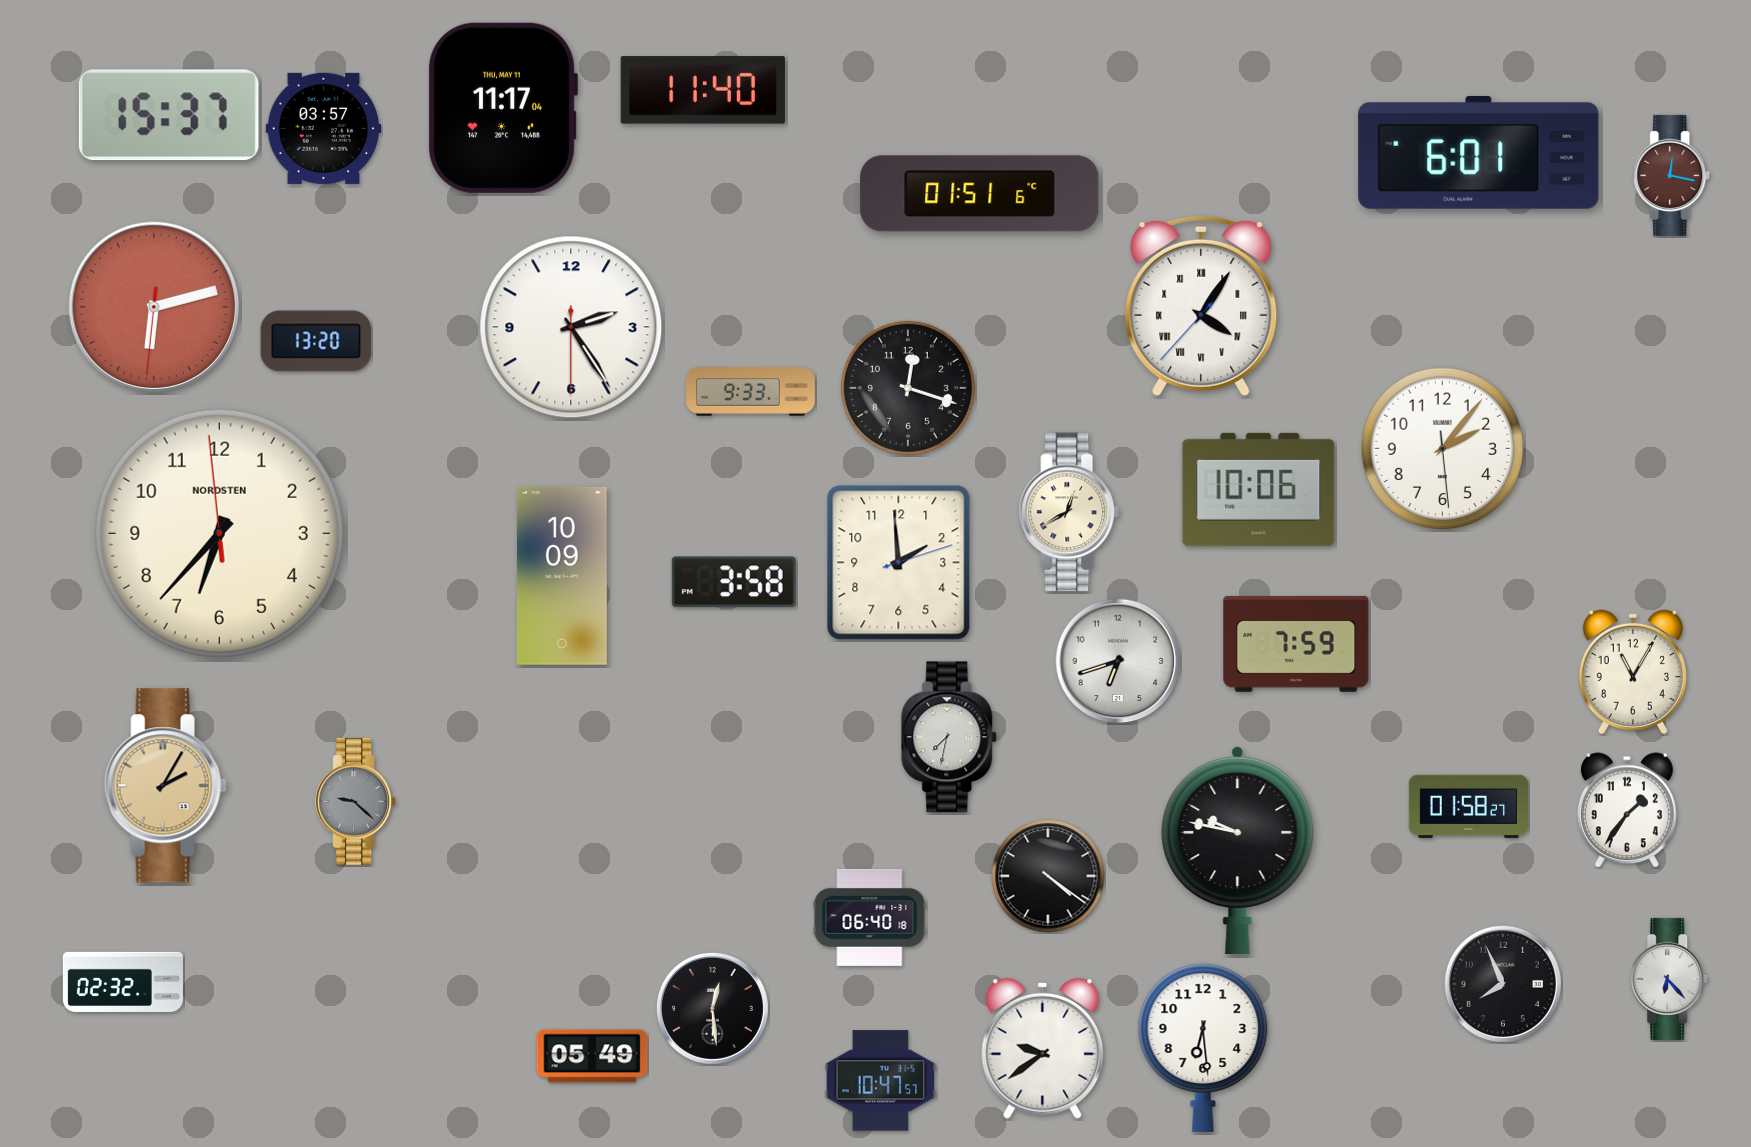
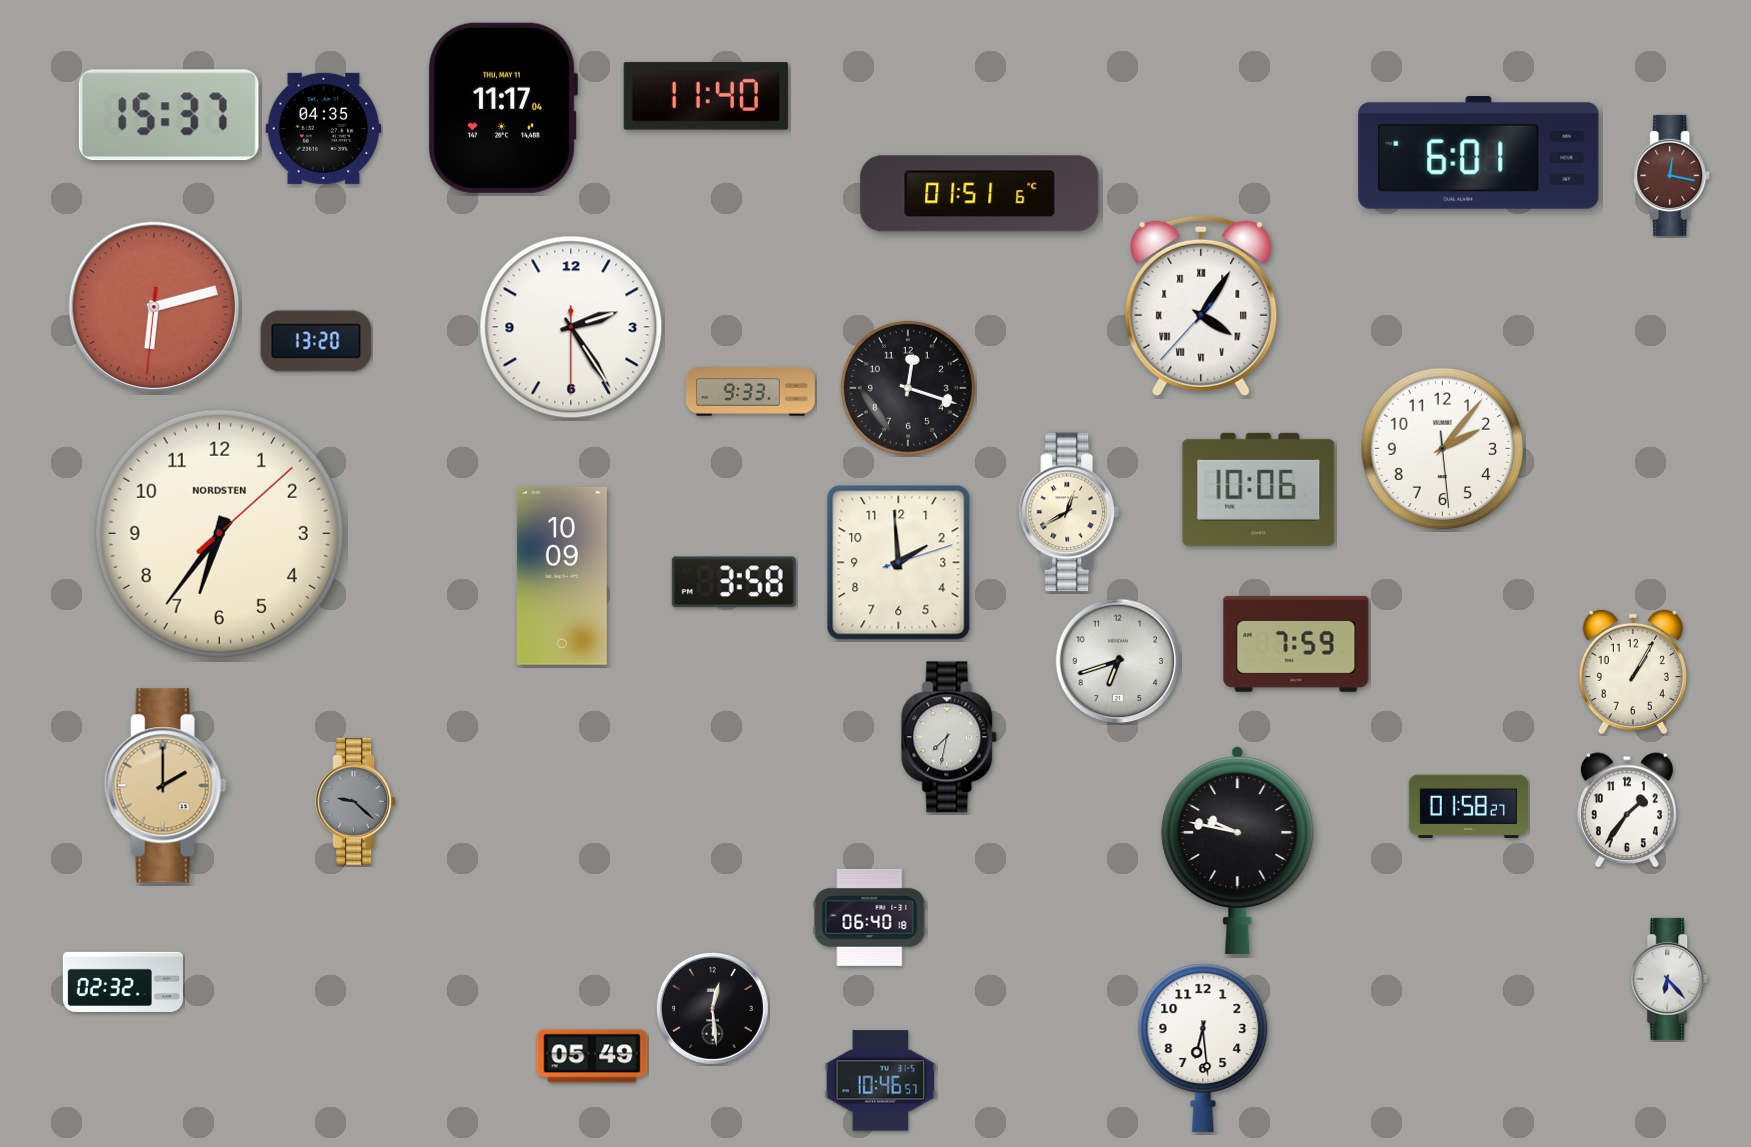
clock at (702, 90) position: (702, 90) -> (705, 96)
clock at (324, 128): 03:57 -> 04:35
clock at (219, 533): 6:36:59 -> 6:36:08
clock at (1633, 672): 11:05 -> 1:05
clock at (165, 786): 2:05 -> 2:00
clock at (1048, 876): 4:21 -> none
clock at (1503, 984): 7:56 -> none
clock at (1043, 1048): 9:39 -> none
clock at (881, 1081): 10:47 -> 10:46
